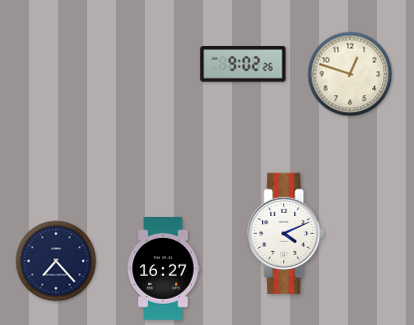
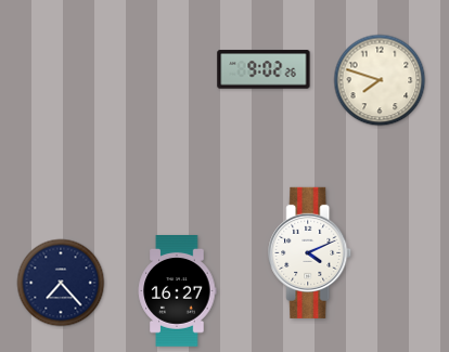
clock at (350, 74): 12:48 -> 7:48
